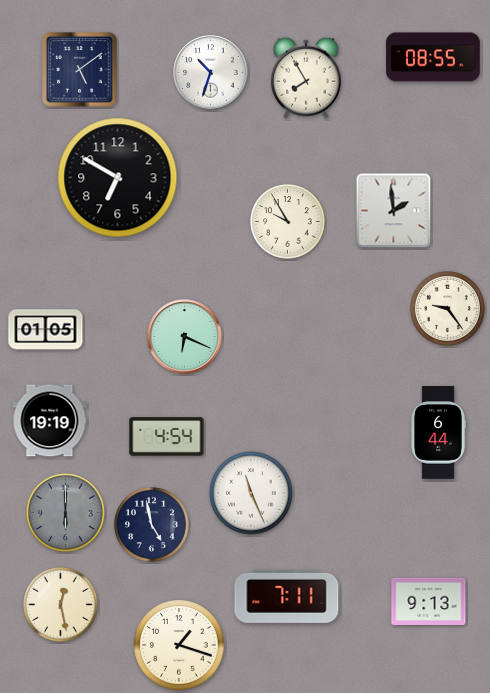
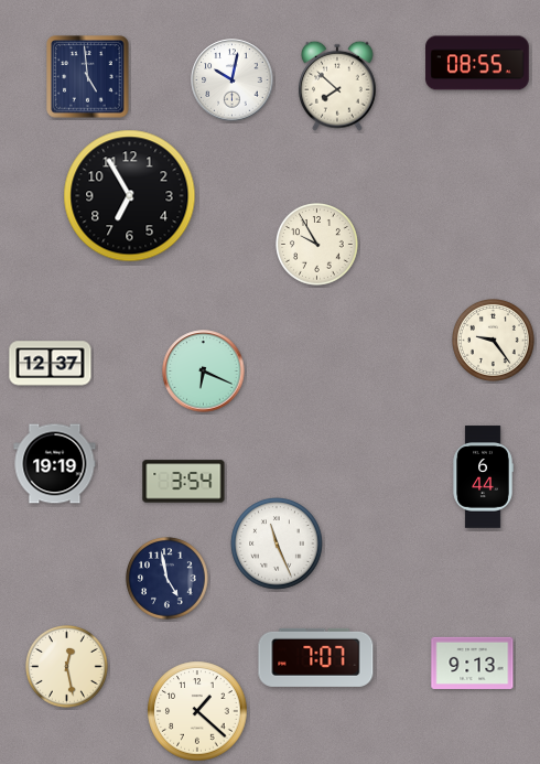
clock at (80, 70): 5:09 -> 4:59
clock at (211, 73): 10:33 -> 10:02
clock at (307, 78): 7:55 -> 7:52
clock at (118, 178): 6:50 -> 6:55
clock at (394, 211): 1:59 -> none
clock at (46, 330): 01:05 -> 12:37
clock at (167, 437): 4:54 -> 3:54
clock at (66, 513): 6:00 -> none
clock at (287, 596): 7:11 -> 7:07
clock at (179, 645): 1:18 -> 1:22
